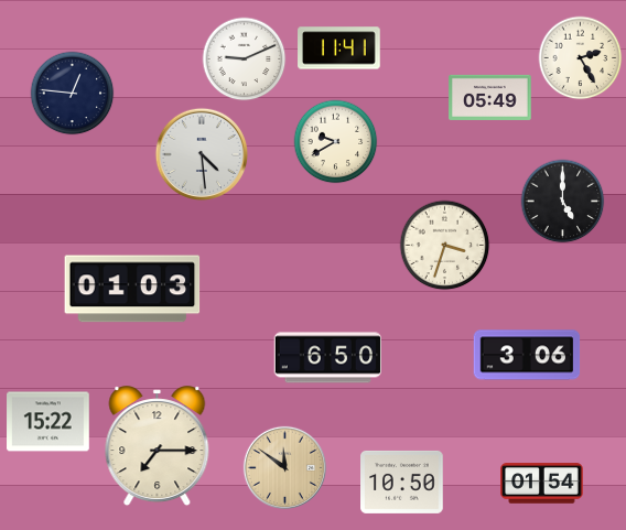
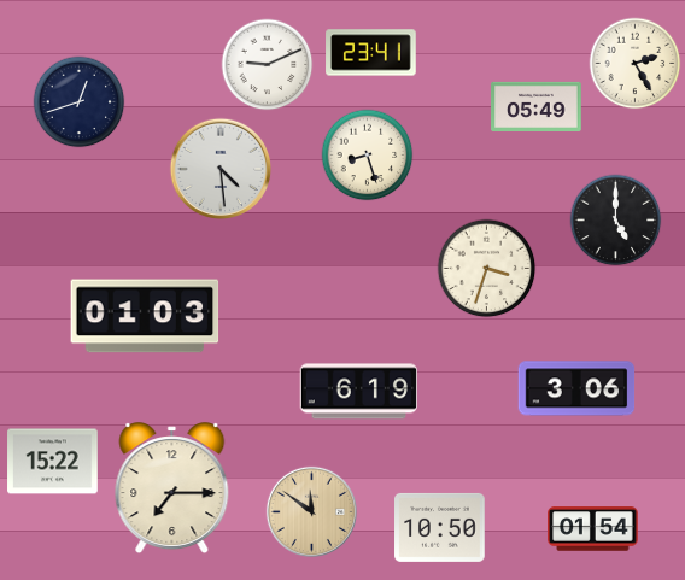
clock at (339, 48): 11:41 -> 23:41
clock at (73, 94): 12:46 -> 12:42
clock at (336, 142): 9:40 -> 8:27
clock at (327, 358): 6:50 -> 6:19
